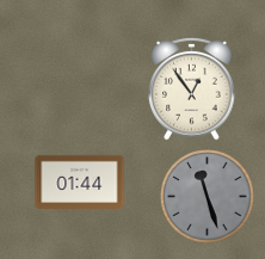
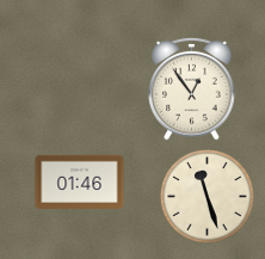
clock at (80, 181): 01:44 -> 01:46
clock at (208, 197) dial: grey -> cream
